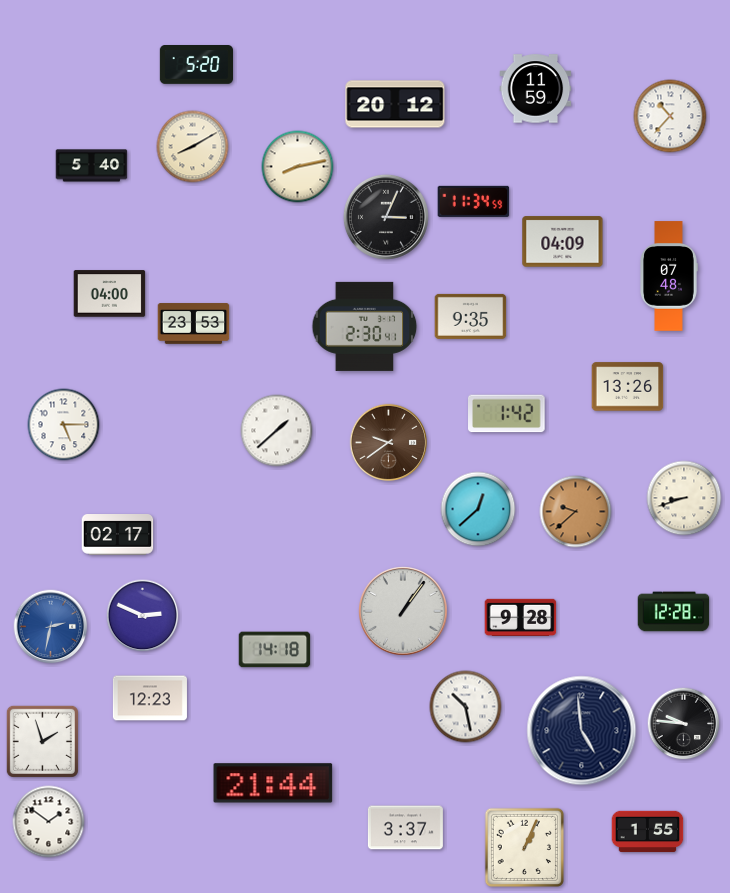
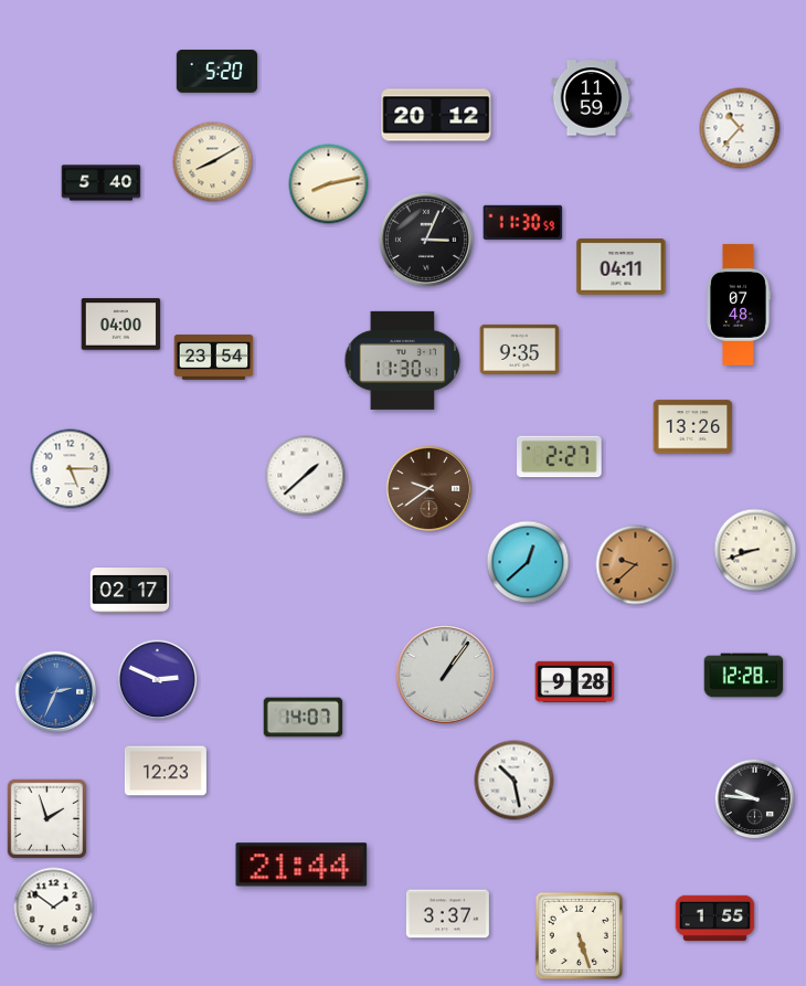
clock at (474, 201): 11:34 -> 11:30
clock at (563, 242): 04:09 -> 04:11
clock at (194, 324): 23:53 -> 23:54
clock at (365, 326): 2:30 -> 11:30
clock at (507, 414): 1:42 -> 2:27
clock at (51, 627): 2:32 -> 2:34
clock at (275, 650): 14:18 -> 14:07
clock at (582, 731): 4:59 -> none
clock at (524, 847): 1:04 -> 5:27
